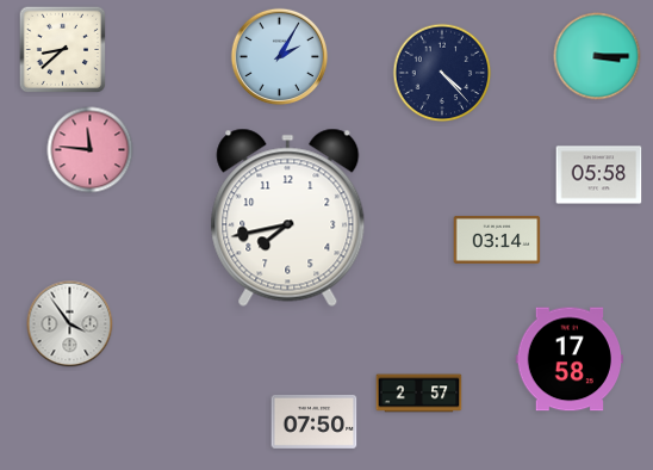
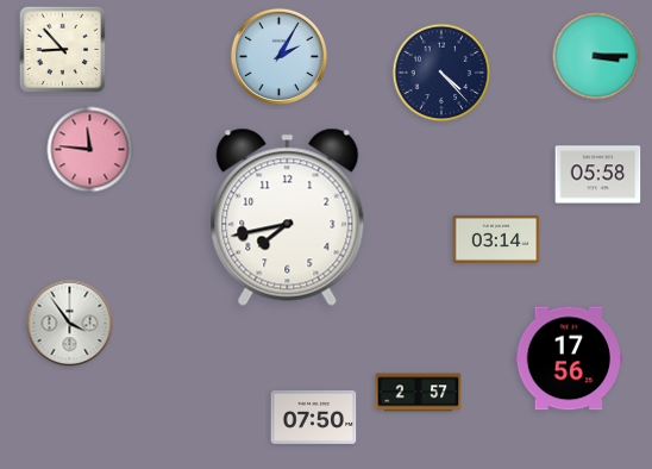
clock at (63, 50): 8:38 -> 8:53
clock at (568, 359): 17:58 -> 17:56
clock at (315, 421) position: (315, 421) -> (314, 417)
